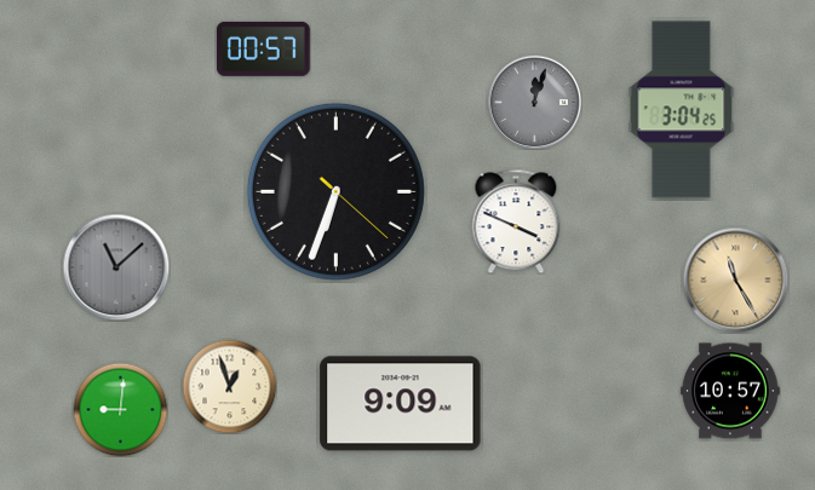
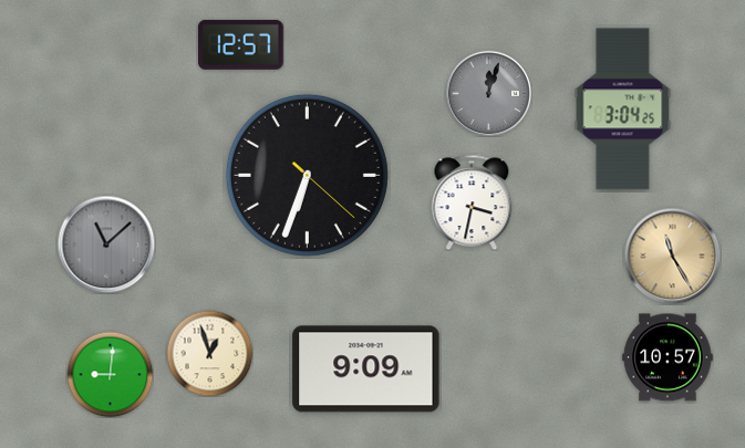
clock at (263, 48): 00:57 -> 12:57
clock at (682, 110) position: (682, 110) -> (623, 110)
clock at (516, 221): 3:49 -> 3:32
